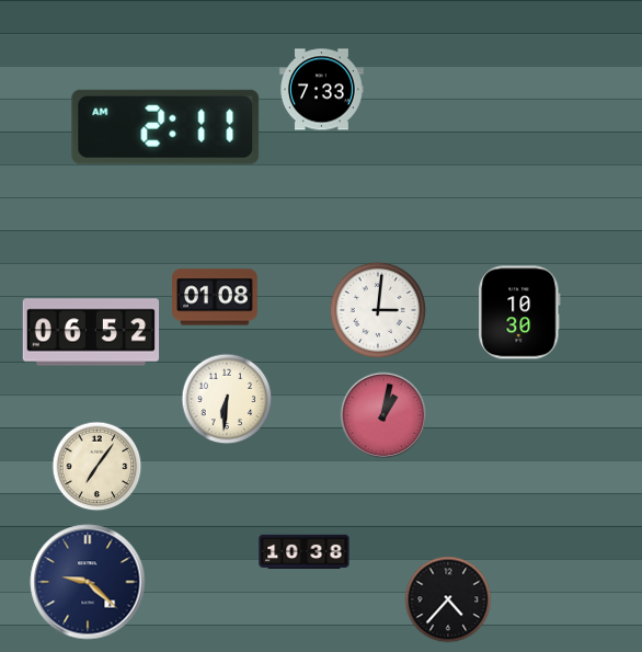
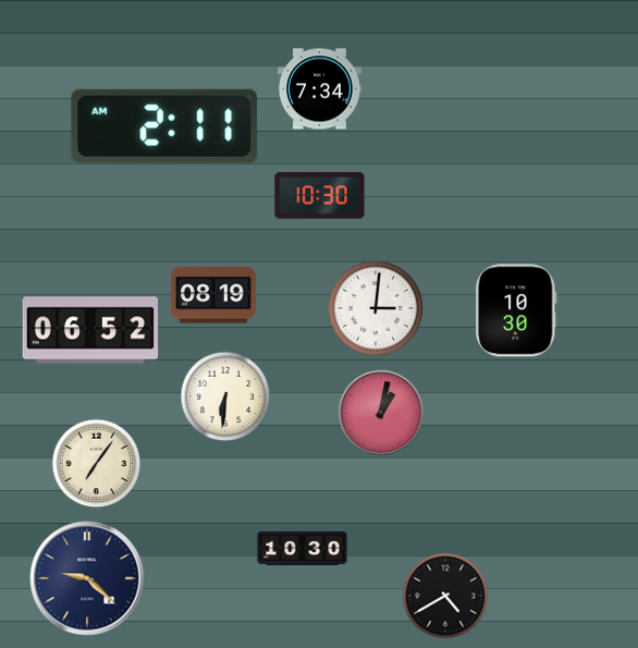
clock at (321, 90): 7:33 -> 7:34
clock at (320, 196): none -> 10:30
clock at (215, 297): 01:08 -> 08:19
clock at (305, 551): 10:38 -> 10:30
clock at (448, 599): 4:37 -> 4:40
